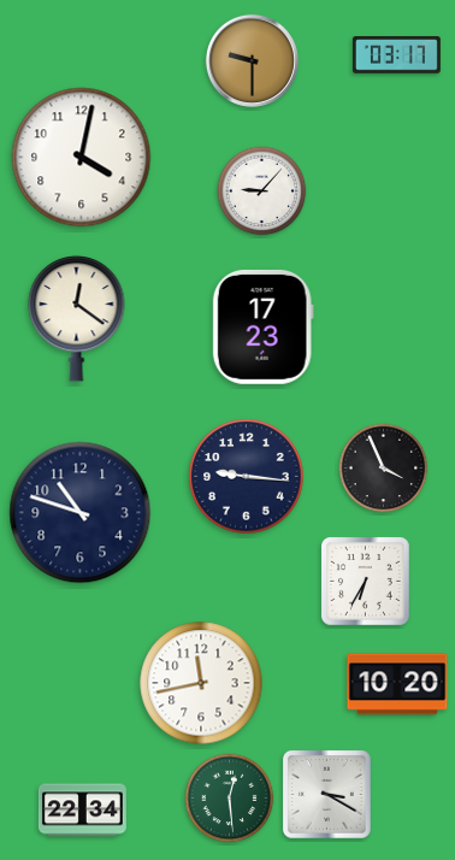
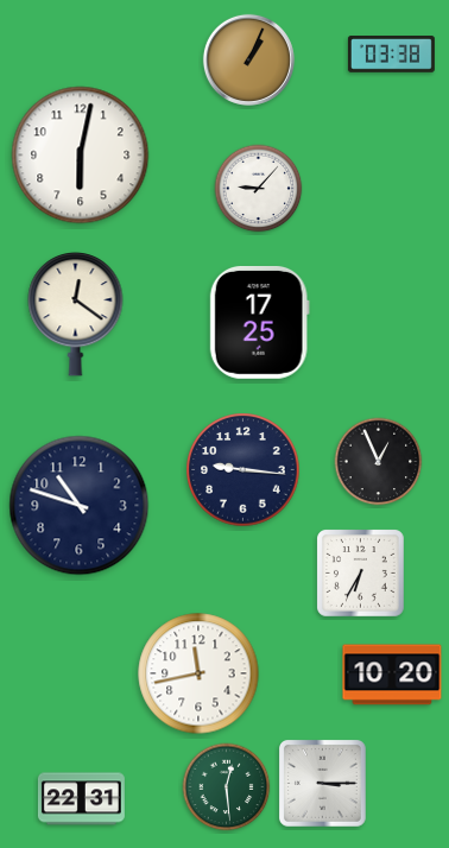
clock at (396, 55): 03:17 -> 03:38
clock at (252, 60): 9:30 -> 1:04
clock at (82, 158): 4:02 -> 6:02
clock at (262, 326): 17:23 -> 17:25
clock at (384, 469): 3:56 -> 12:56
clock at (327, 795): 3:20 -> 3:15
clock at (82, 811): 22:34 -> 22:31
